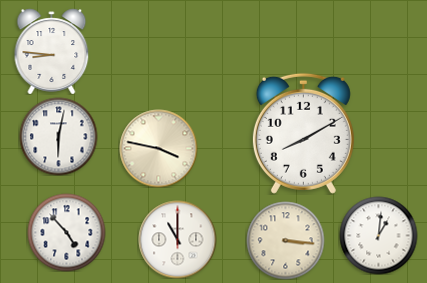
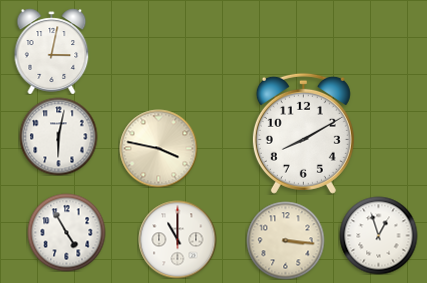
clock at (52, 51): 8:46 -> 3:02
clock at (66, 232): 4:53 -> 4:55
clock at (378, 235): 1:01 -> 12:57
